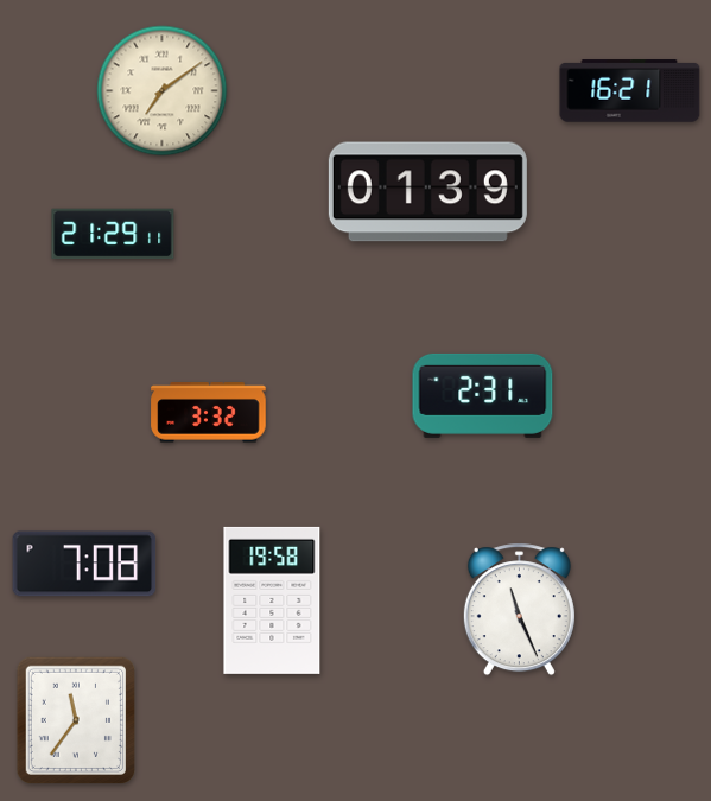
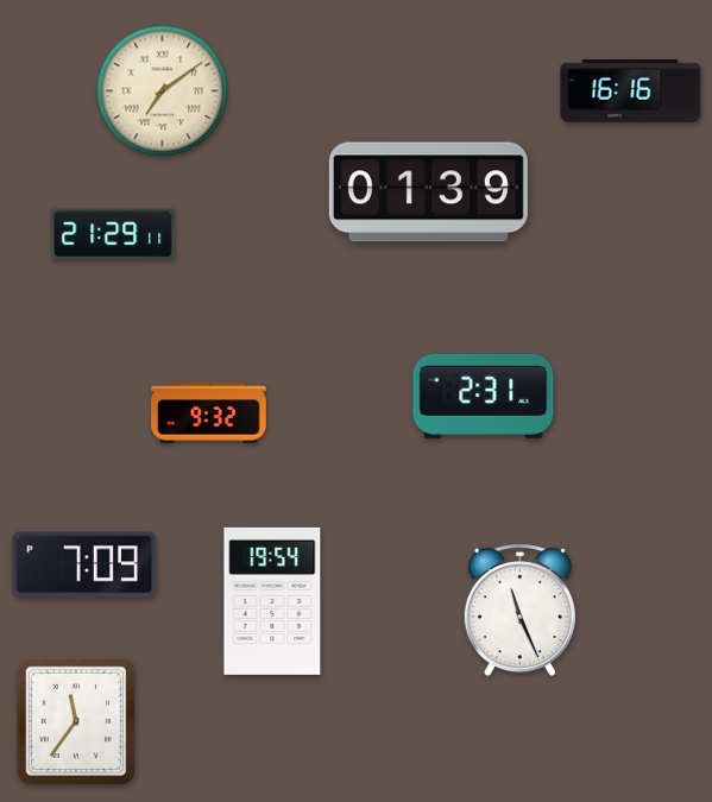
clock at (630, 91): 16:21 -> 16:16
clock at (209, 413): 3:32 -> 9:32
clock at (84, 564): 7:08 -> 7:09
clock at (272, 600): 19:58 -> 19:54
